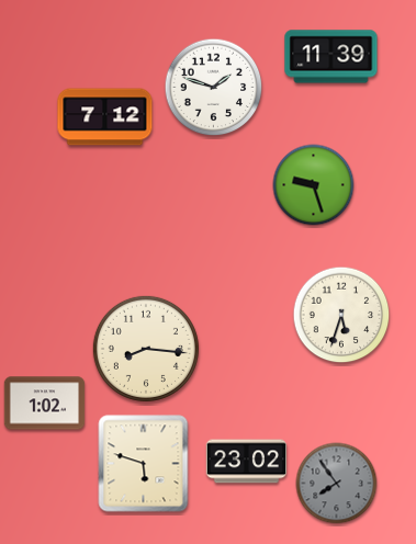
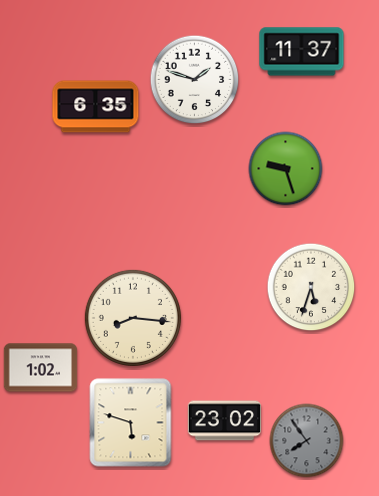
clock at (331, 57): 11:39 -> 11:37
clock at (105, 117): 7:12 -> 6:35
